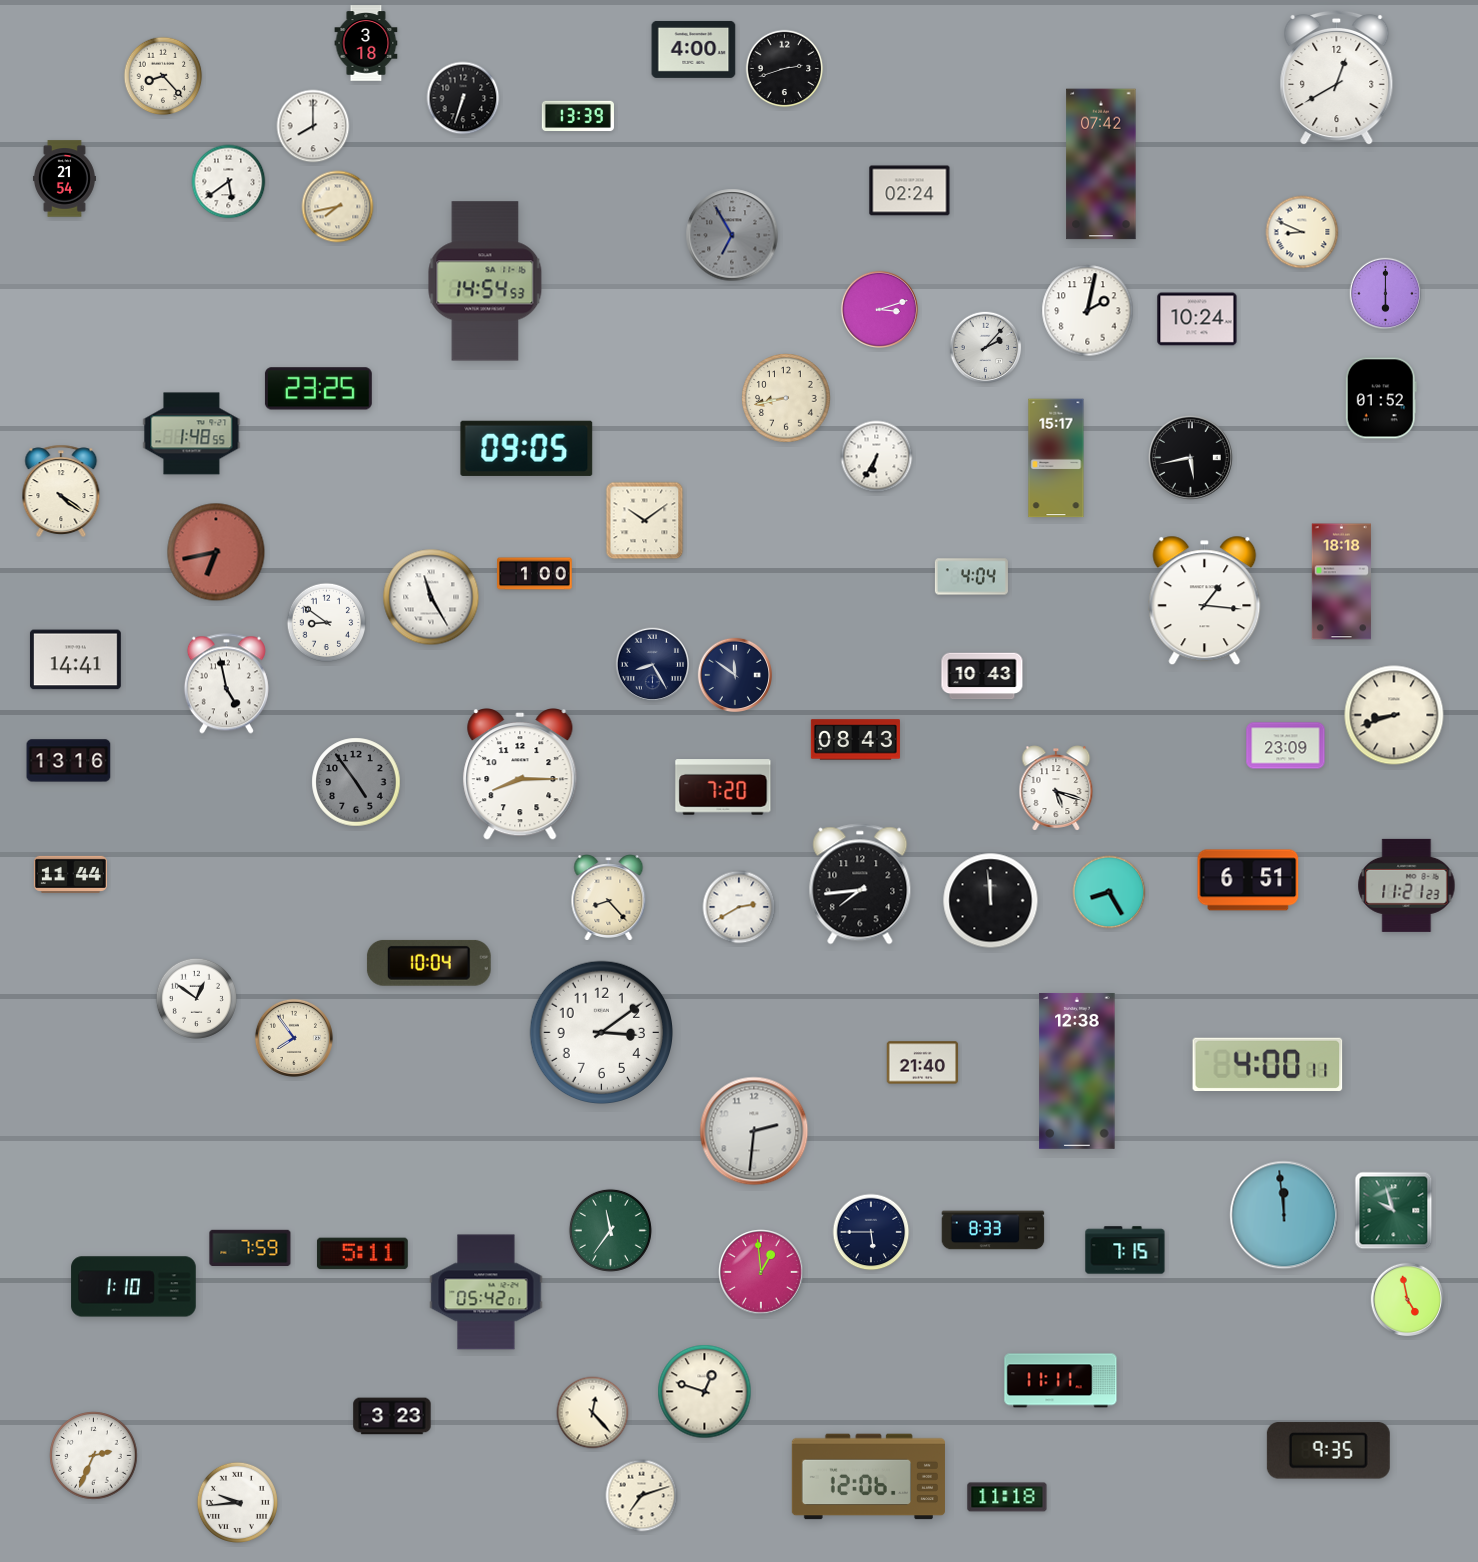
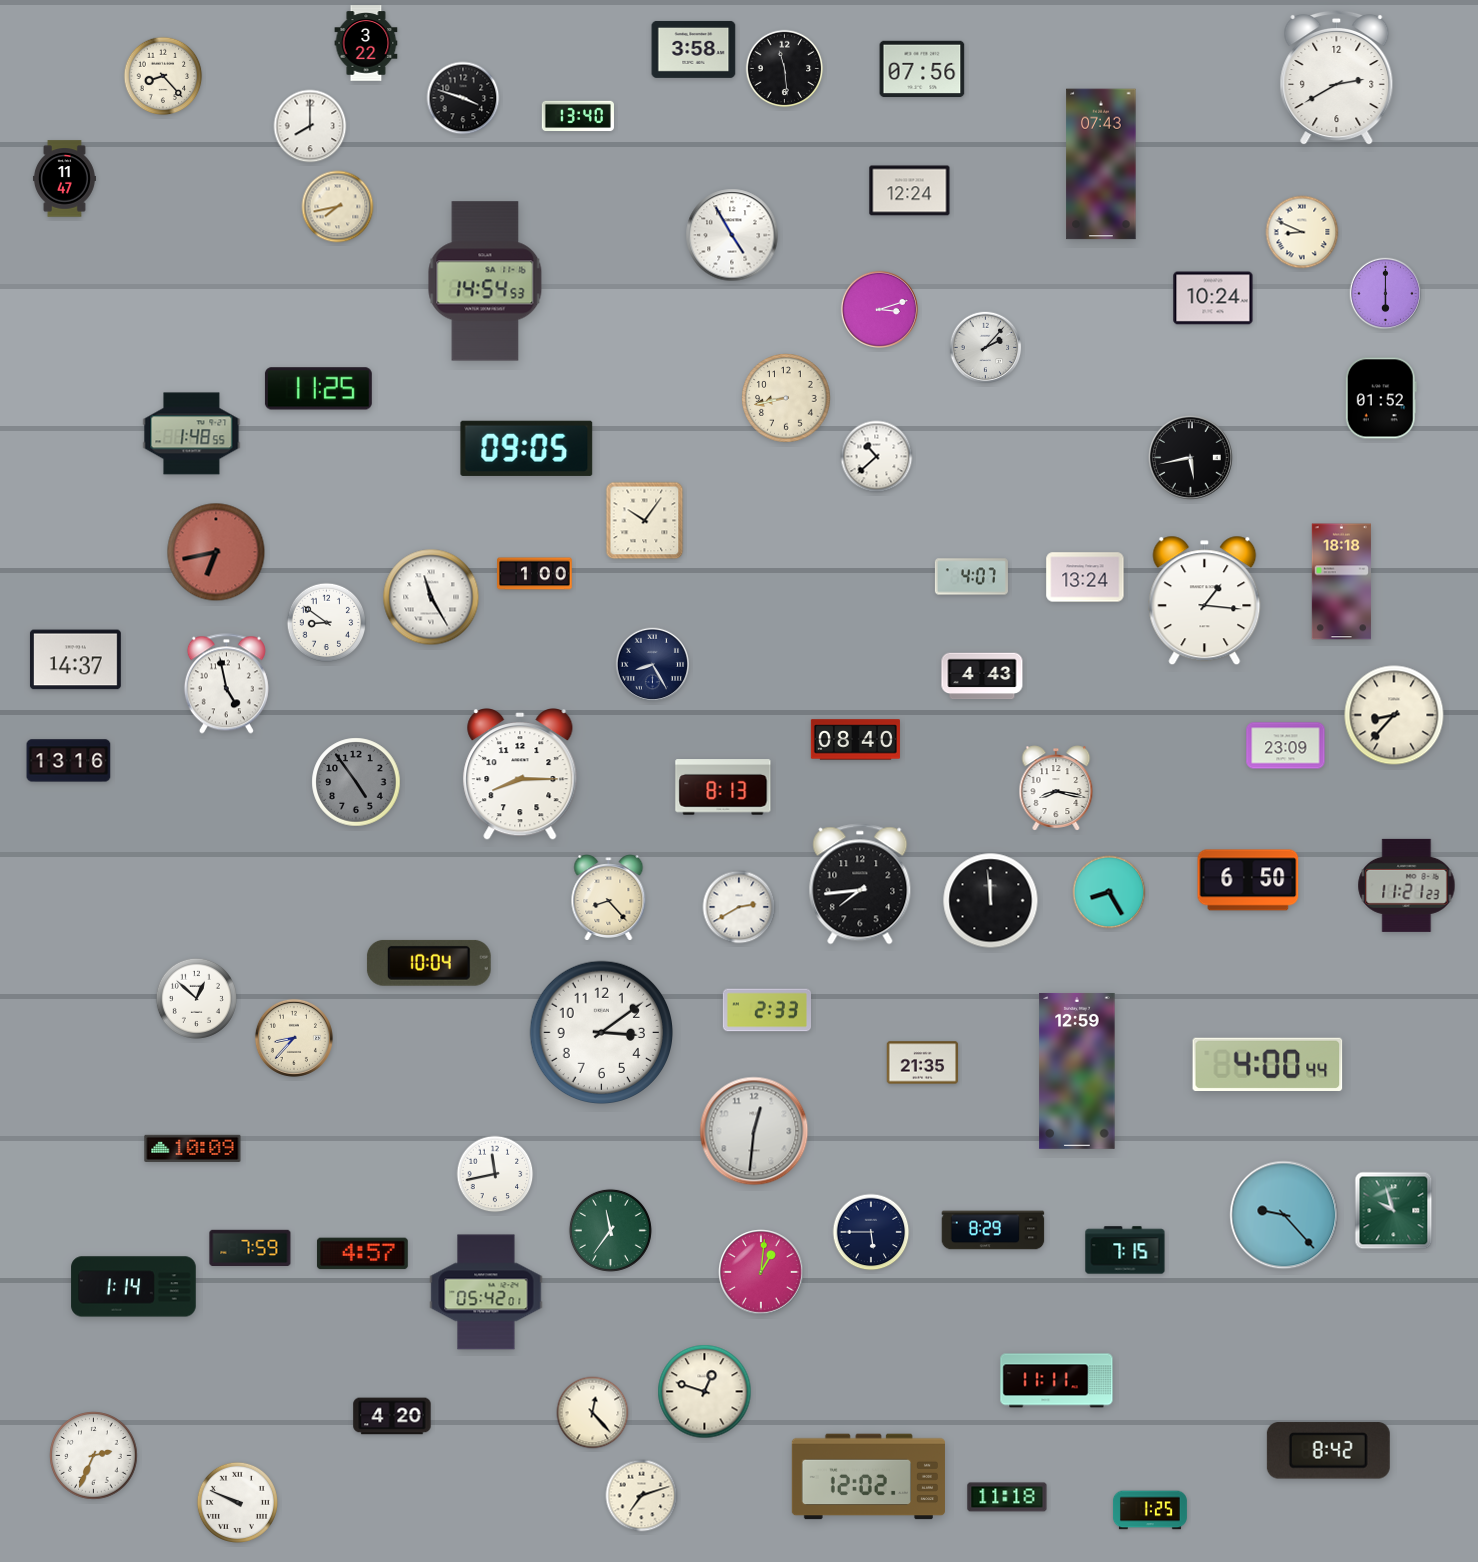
clock at (366, 43): 3:18 -> 3:22
clock at (694, 49): 4:00 -> 3:58
clock at (785, 69): 2:42 -> 11:29
clock at (922, 69): none -> 07:56
clock at (1337, 78): 12:40 -> 2:40
clock at (463, 98): 6:33 -> 3:48
clock at (578, 116): 13:39 -> 13:40
clock at (313, 126) position: (313, 126) -> (310, 126)
clock at (1101, 164): 07:42 -> 07:43
clock at (64, 179): 21:54 -> 11:47
clock at (229, 182): 5:39 -> none
clock at (910, 191): 02:24 -> 12:24
clock at (732, 235): 6:55 -> 4:55
clock at (732, 235) dial: grey -> white
clock at (1088, 311): 2:02 -> none
clock at (1197, 319) position: (1197, 319) -> (1213, 298)
clock at (318, 389): 23:25 -> 11:25
clock at (877, 457): 6:35 -> 10:38
clock at (1056, 458): 15:17 -> none
clock at (61, 491): 4:21 -> none
clock at (645, 521): 10:09 -> 10:06
clock at (971, 577): 4:04 -> 4:07
clock at (1085, 577): none -> 13:24
clock at (75, 660): 14:41 -> 14:37
clock at (734, 674): 11:51 -> none
clock at (982, 676): 10:43 -> 4:43
clock at (1394, 715): 8:42 -> 8:37
clock at (855, 740): 08:43 -> 08:40
clock at (723, 787): 7:20 -> 8:13
clock at (1056, 788): 5:18 -> 8:17
clock at (70, 874): 11:44 -> none
clock at (1248, 880): 6:51 -> 6:50
clock at (196, 998): 12:51 -> 12:52
clock at (766, 1010): none -> 2:33
clock at (294, 1038): 7:54 -> 8:37
clock at (923, 1063): 21:40 -> 21:35
clock at (1268, 1064): 4:00:11 -> 4:00:44
clock at (1077, 1071): 12:38 -> 12:59
clock at (754, 1131): 2:31 -> 12:31
clock at (193, 1148): none -> 10:09
clock at (495, 1174): none -> 11:43
clock at (1284, 1215): 11:59 -> 9:23
clock at (993, 1230): 8:33 -> 8:29
clock at (362, 1254): 5:11 -> 4:57
clock at (761, 1272): 12:59 -> 1:01
clock at (134, 1287): 1:10 -> 1:14
clock at (1408, 1300): 4:58 -> none
clock at (1061, 1381) position: (1061, 1381) -> (1057, 1381)
clock at (392, 1416): 3:23 -> 4:20
clock at (1328, 1451): 9:35 -> 8:42
clock at (868, 1477): 12:06 -> 12:02
clock at (237, 1502): 9:44 -> 9:49
clock at (1150, 1510): none -> 1:25
